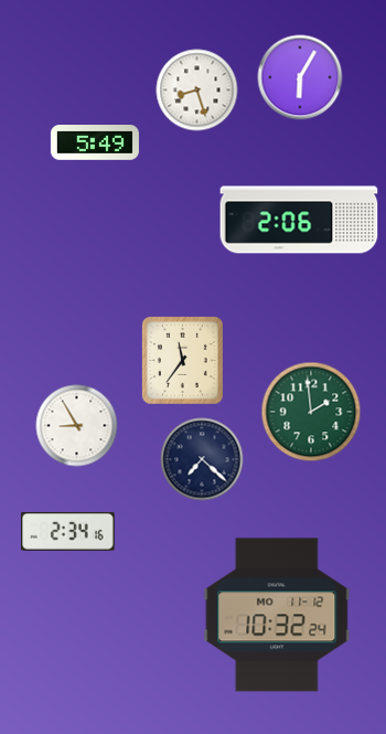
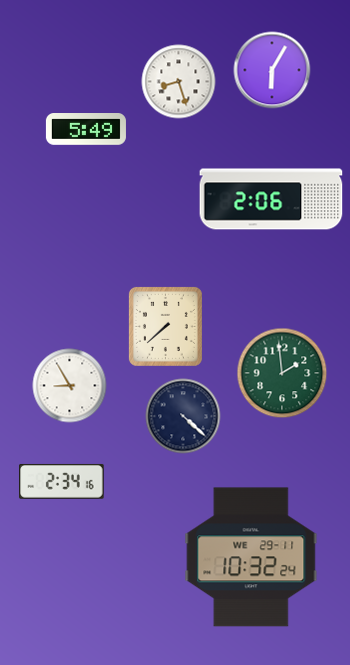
clock at (182, 360): 11:36 -> 7:38
clock at (202, 459): 7:22 -> 4:22
clock at (277, 615) date: MO 11-12 -> WE 29-11
